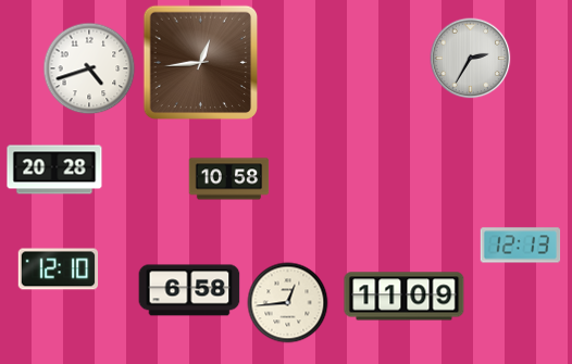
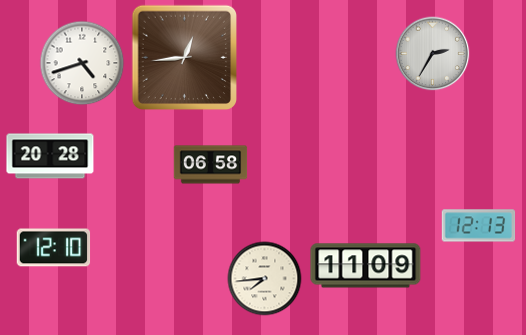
clock at (229, 179): 10:58 -> 06:58
clock at (189, 290): 6:58 -> none
clock at (405, 297) position: (405, 297) -> (366, 266)
clock at (288, 303): 12:44 -> 7:44
